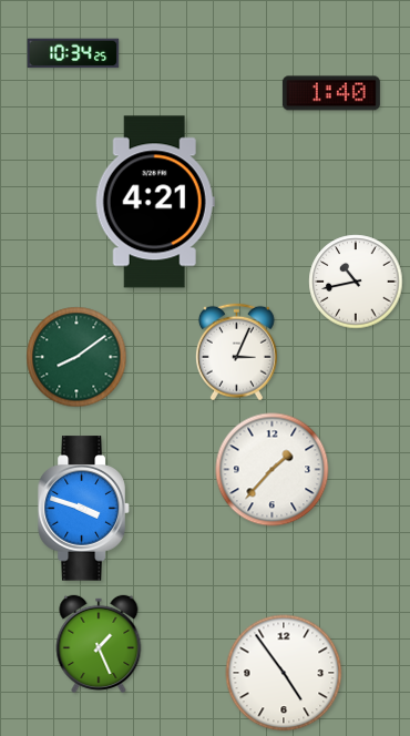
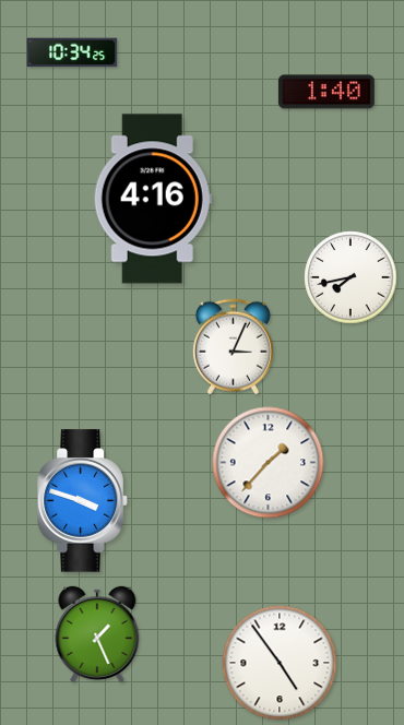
clock at (155, 202): 4:21 -> 4:16
clock at (356, 282): 10:43 -> 7:43
clock at (76, 357): 8:09 -> none
